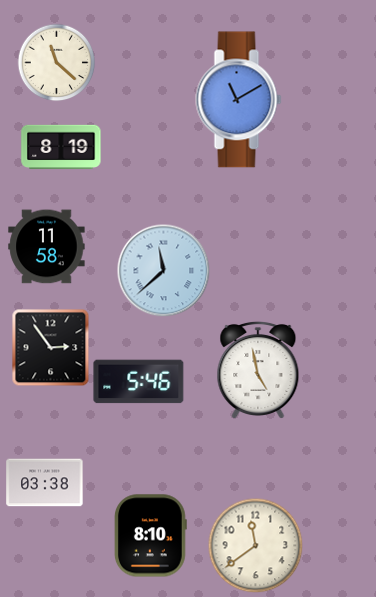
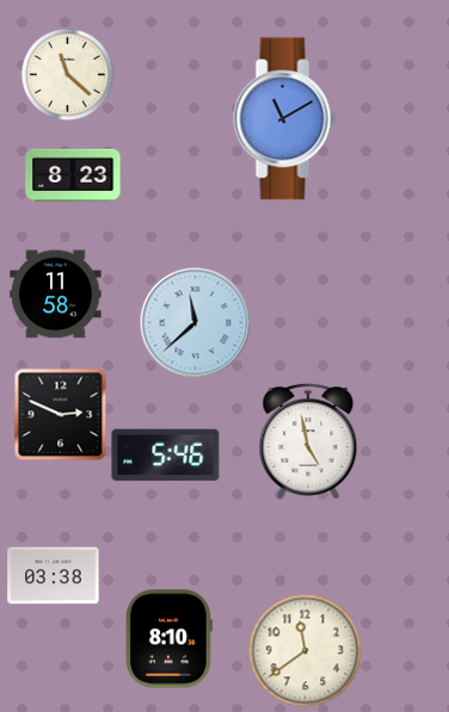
clock at (61, 146): 8:19 -> 8:23
clock at (50, 347): 2:54 -> 2:49
clock at (151, 536) position: (151, 536) -> (170, 639)
